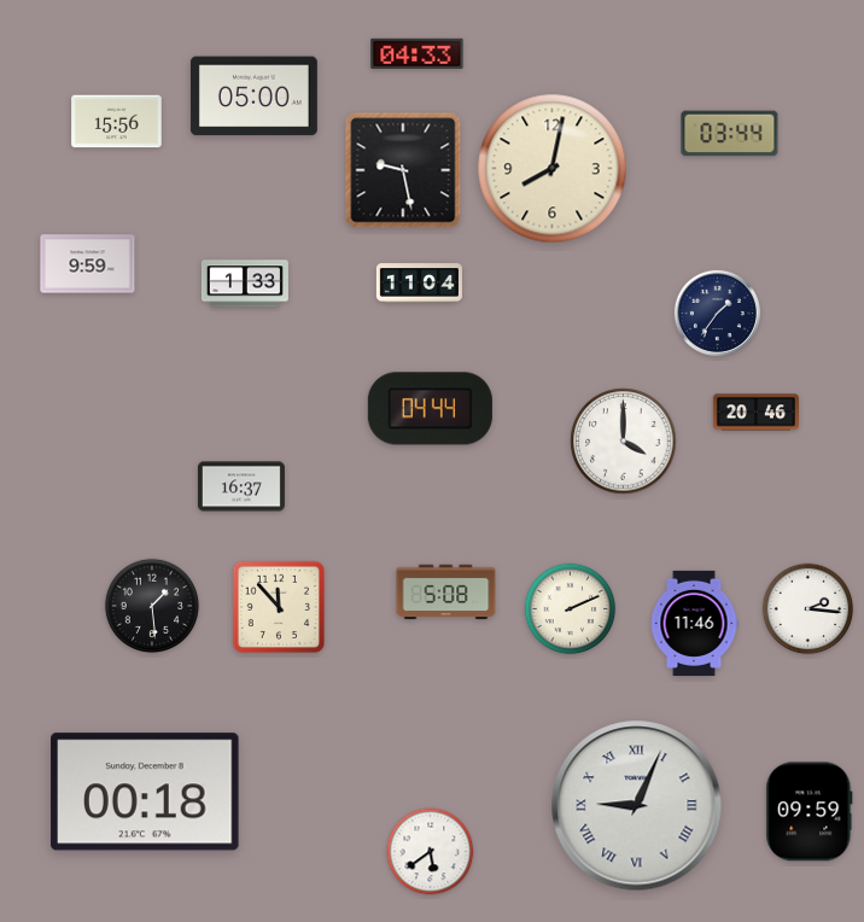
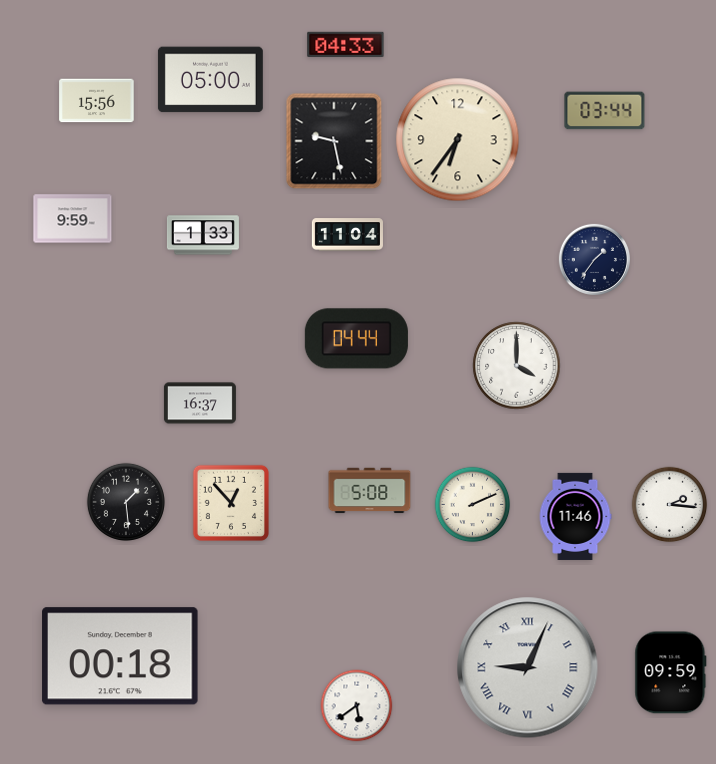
clock at (553, 169): 8:02 -> 6:36
clock at (755, 413): 20:46 -> none
clock at (279, 607): 11:53 -> 12:53
